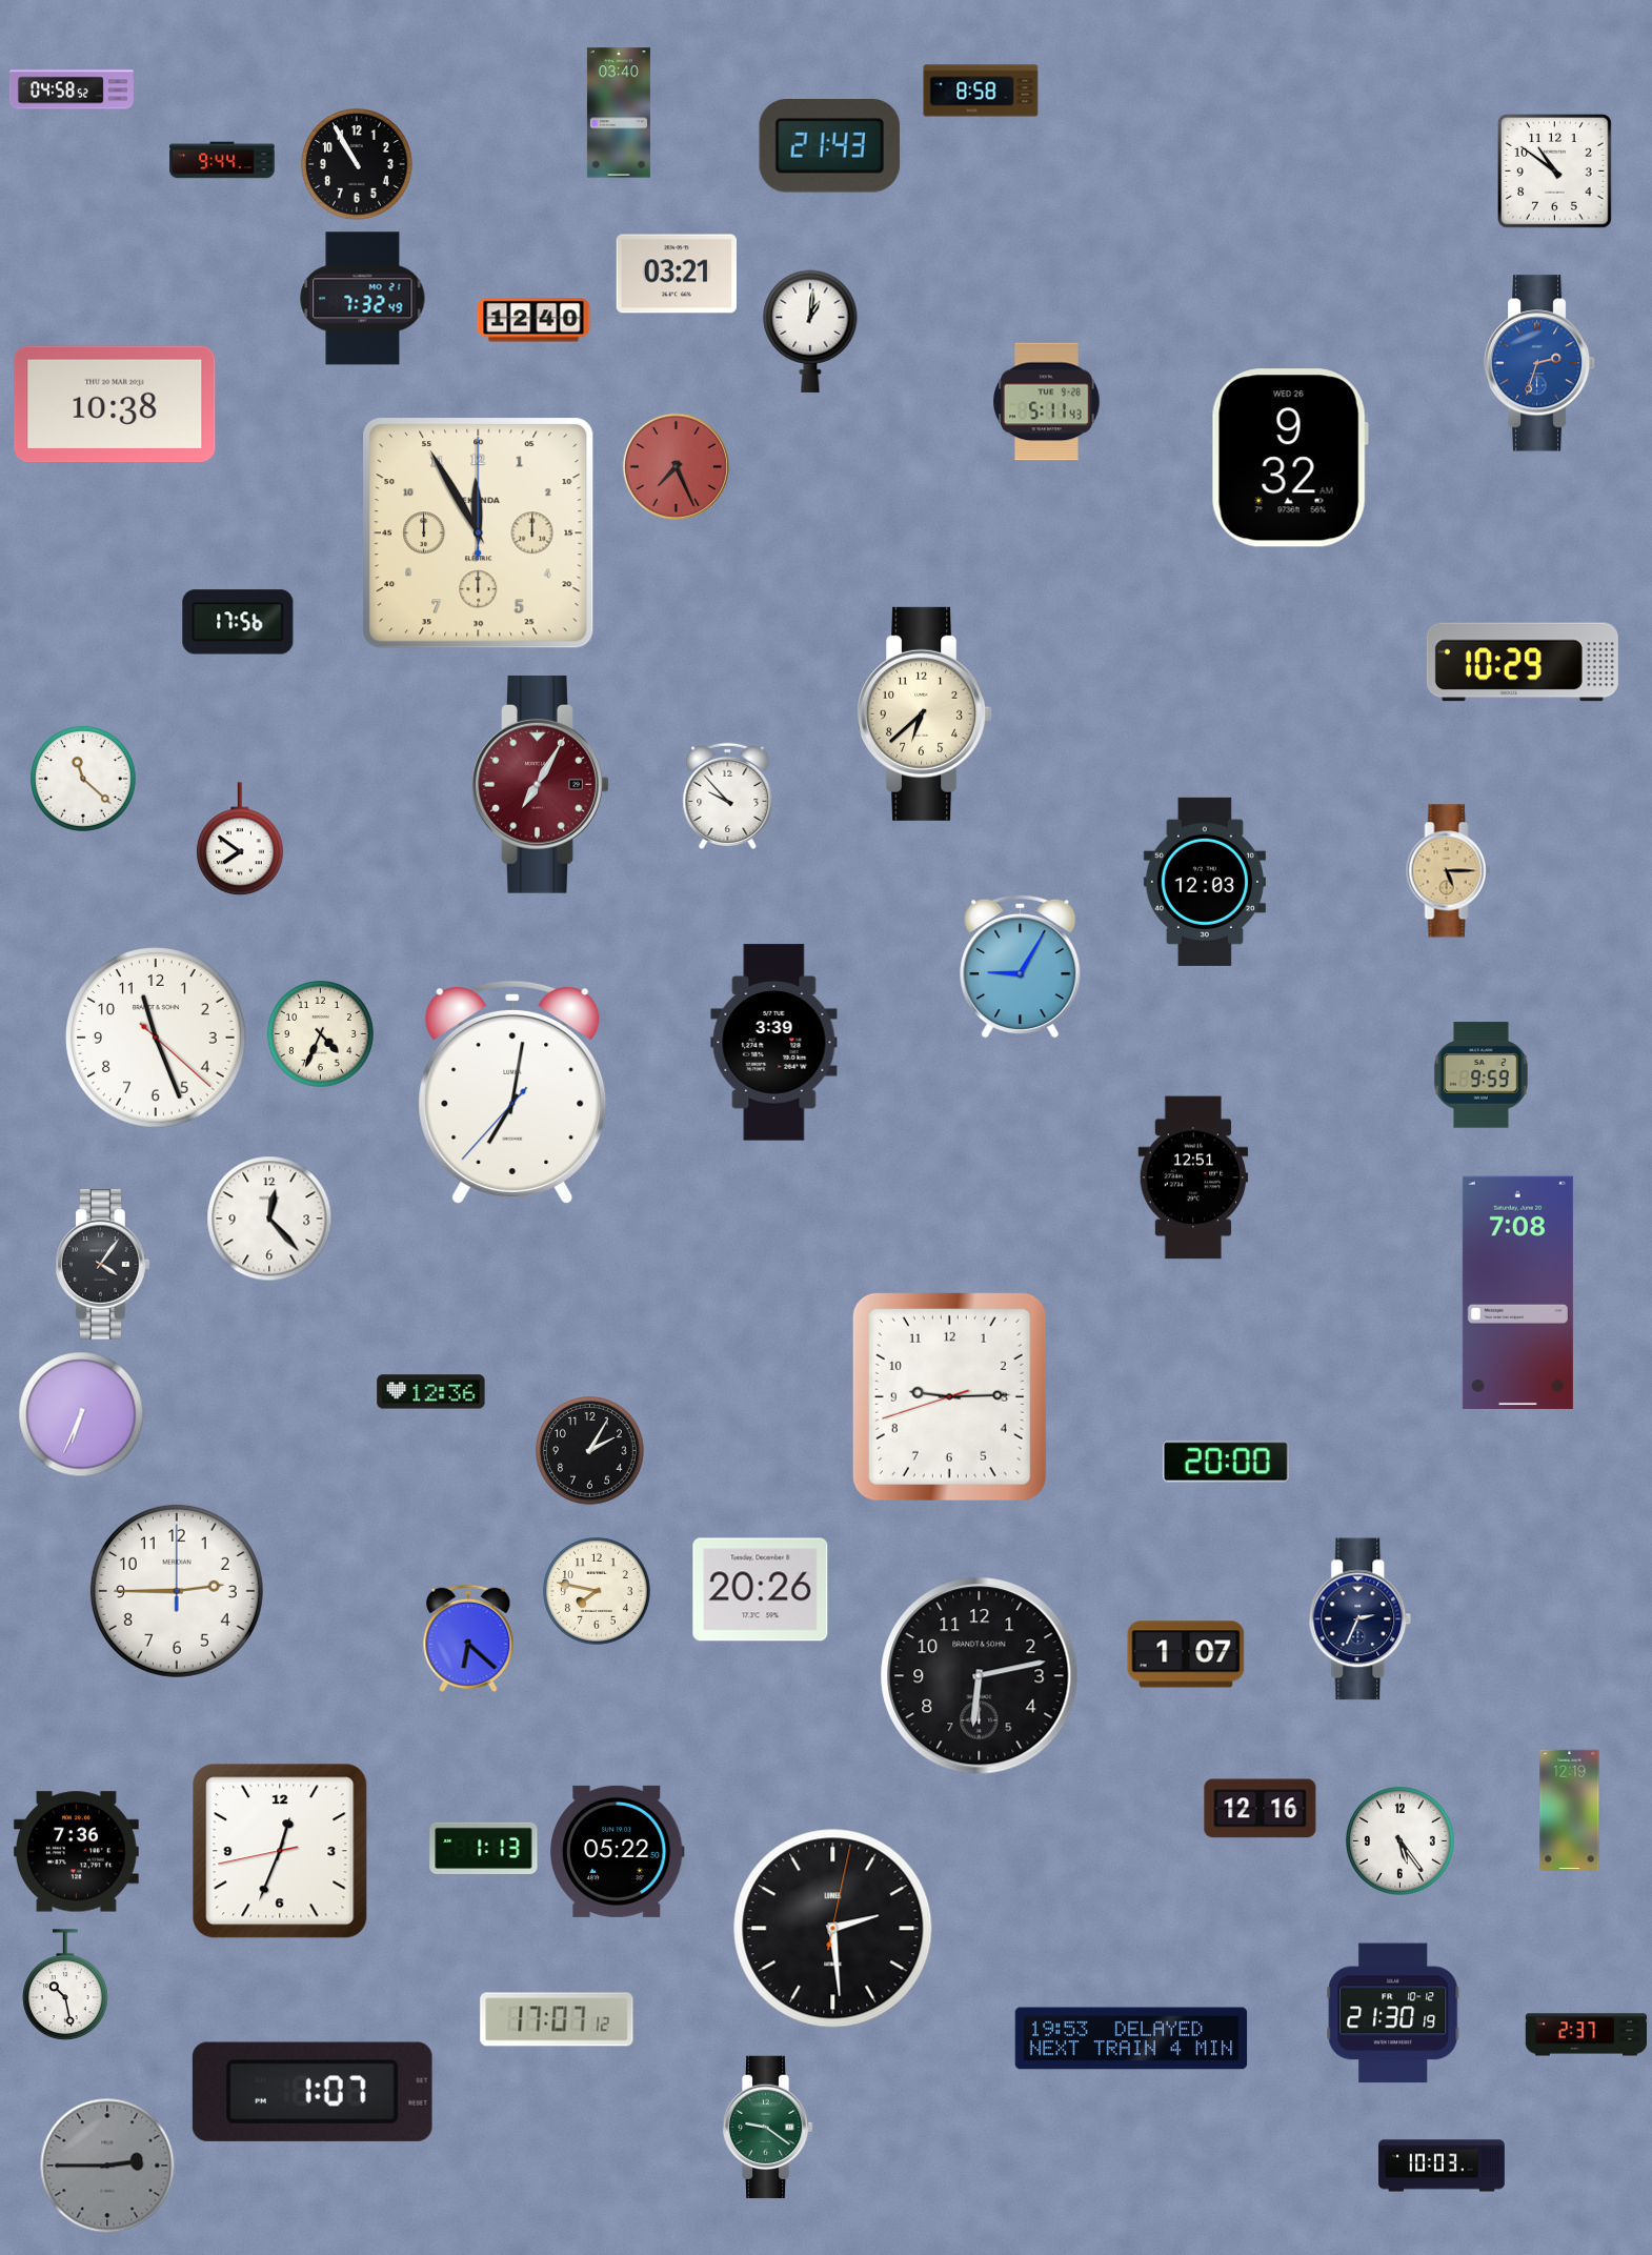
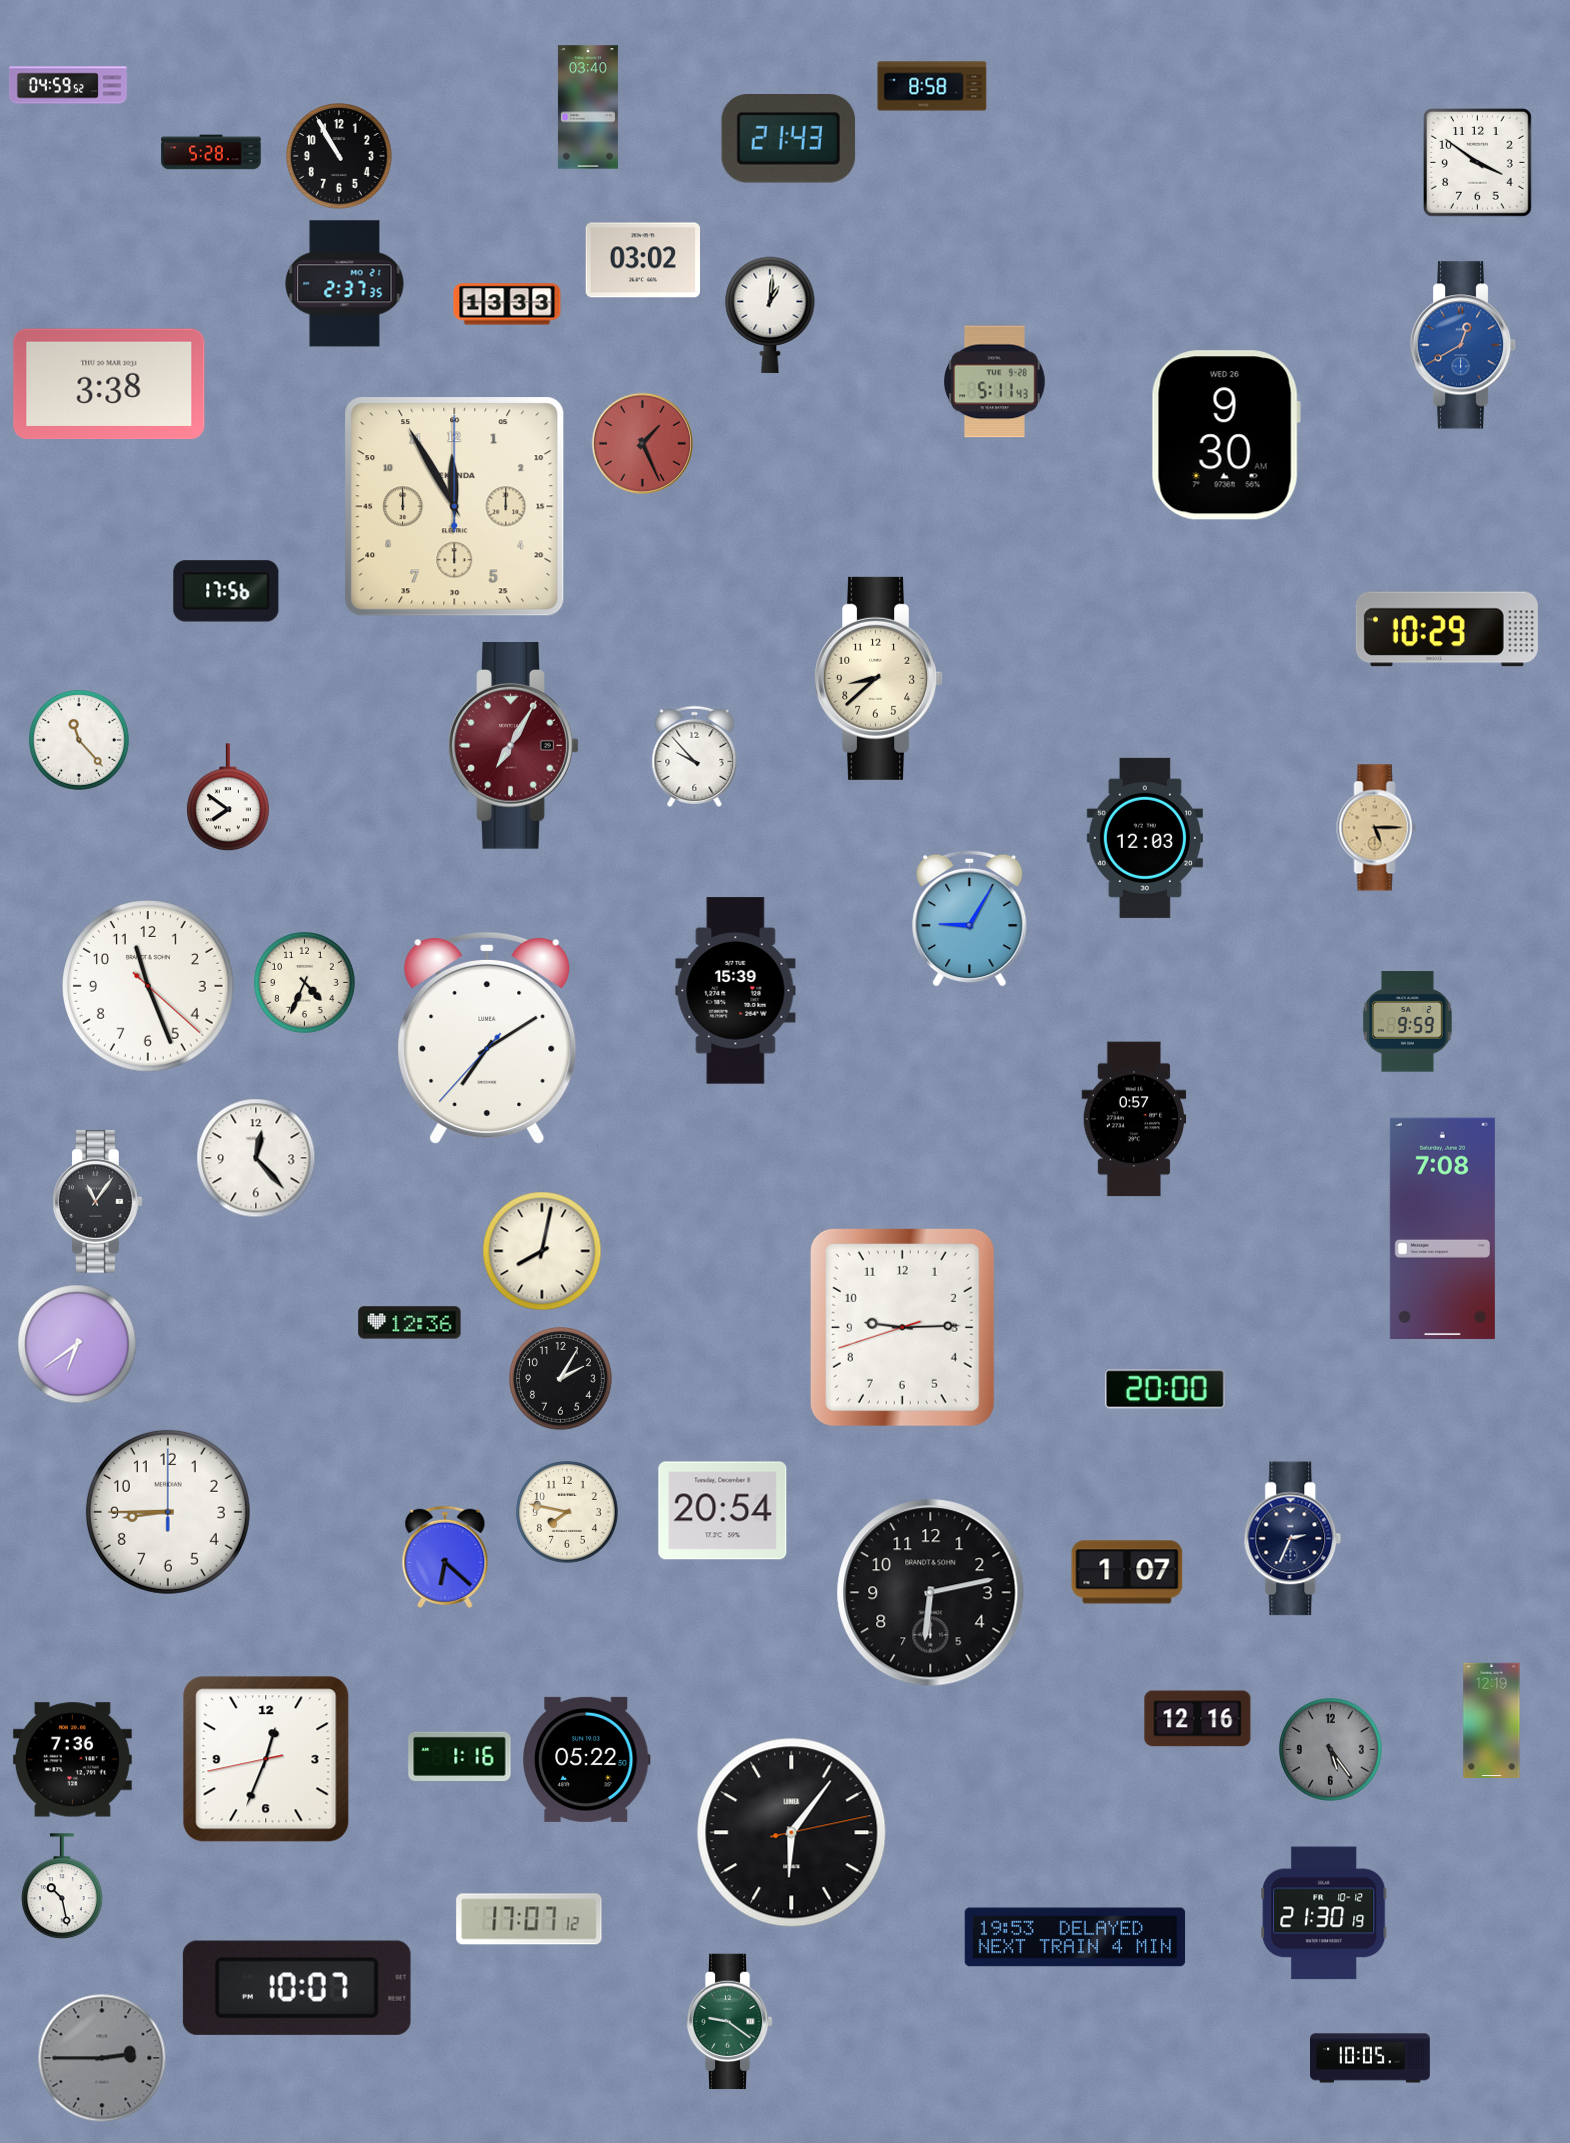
clock at (72, 89): 04:58 -> 04:59
clock at (222, 160): 9:44 -> 5:28
clock at (1555, 172): 10:51 -> 3:51
clock at (677, 274): 03:21 -> 03:02
clock at (363, 299): 7:32 -> 2:37
clock at (533, 320): 12:40 -> 13:33
clock at (1539, 363): 2:33 -> 12:40
clock at (115, 404): 10:38 -> 3:38
clock at (1290, 458): 9:32 -> 9:30
clock at (676, 466): 7:26 -> 1:26
clock at (925, 713): 6:38 -> 8:38
clock at (83, 779): 11:22 -> 11:23
clock at (728, 796) position: (728, 796) -> (695, 756)
clock at (774, 1043): 3:39 -> 15:39
clock at (512, 1092): 7:01 -> 7:09
clock at (1193, 1177): 12:51 -> 0:57
clock at (103, 1265): 4:06 -> 11:06
clock at (542, 1251): none -> 8:02
clock at (81, 1414): 6:34 -> 6:39
clock at (761, 1590): 20:26 -> 20:54
clock at (177, 1591): 2:45 -> 8:45
clock at (1401, 1841) dial: white -> grey
clock at (484, 1848): 1:13 -> 1:16
clock at (833, 1929): 2:29 -> 6:06
clock at (1586, 2035): 2:37 -> none
clock at (313, 2092): 1:07 -> 10:07
clock at (1442, 2166): 10:03 -> 10:05
